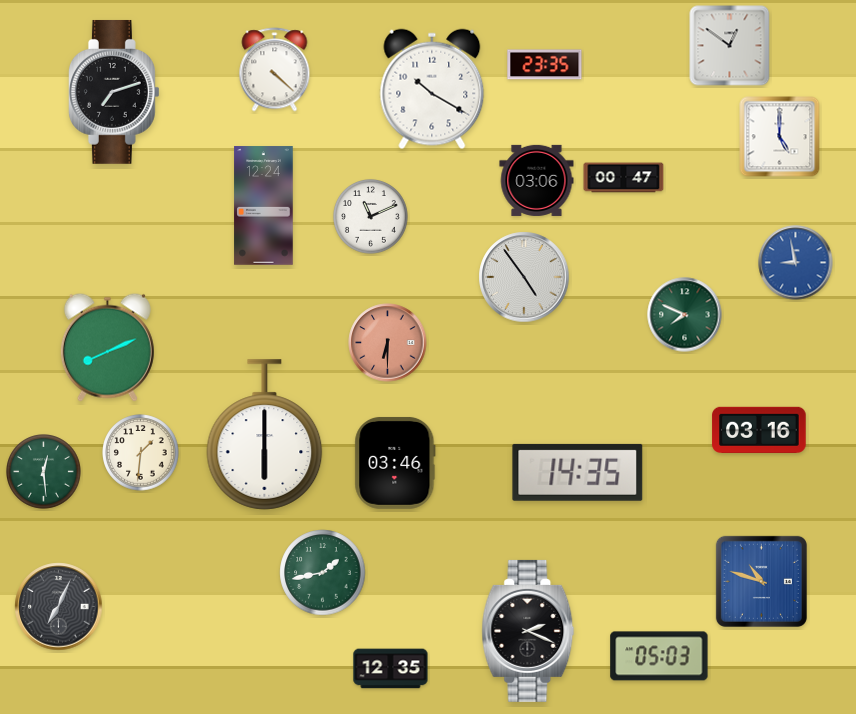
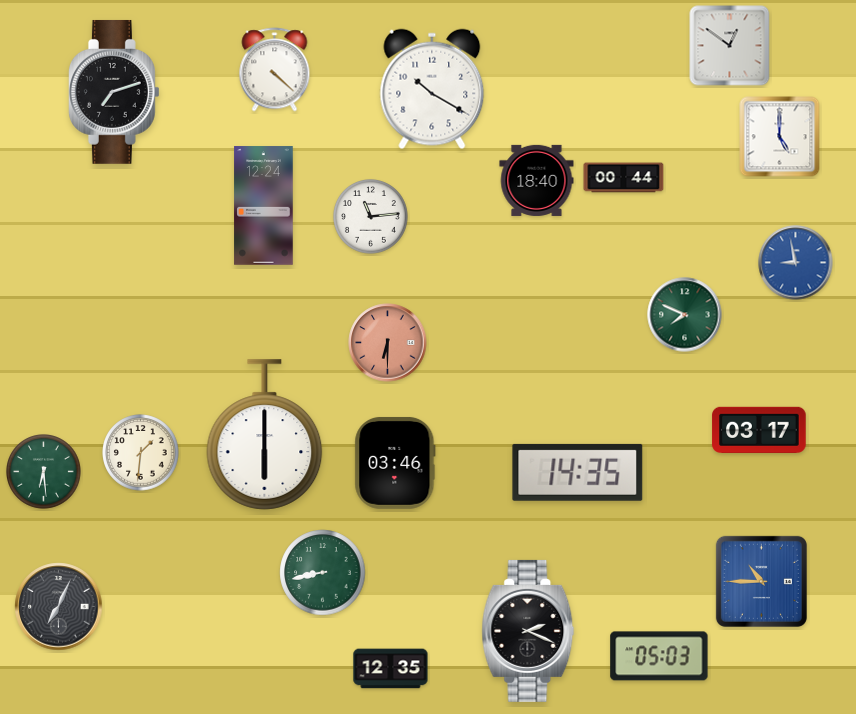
clock at (545, 65): 23:35 -> none
clock at (624, 178): 00:47 -> 00:44
clock at (537, 180): 03:06 -> 18:40
clock at (371, 217): 11:11 -> 11:14
clock at (524, 277): 4:54 -> none
clock at (107, 347): 8:11 -> none
clock at (759, 430): 03:16 -> 03:17
clock at (44, 472): 12:29 -> 6:29
clock at (323, 573): 1:43 -> 8:43
clock at (761, 581): 10:48 -> 10:45
